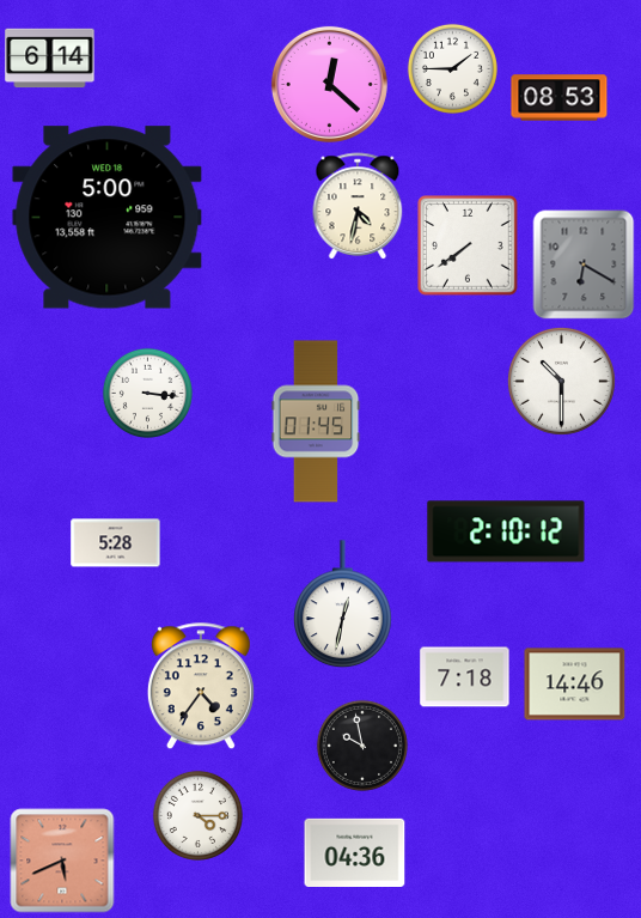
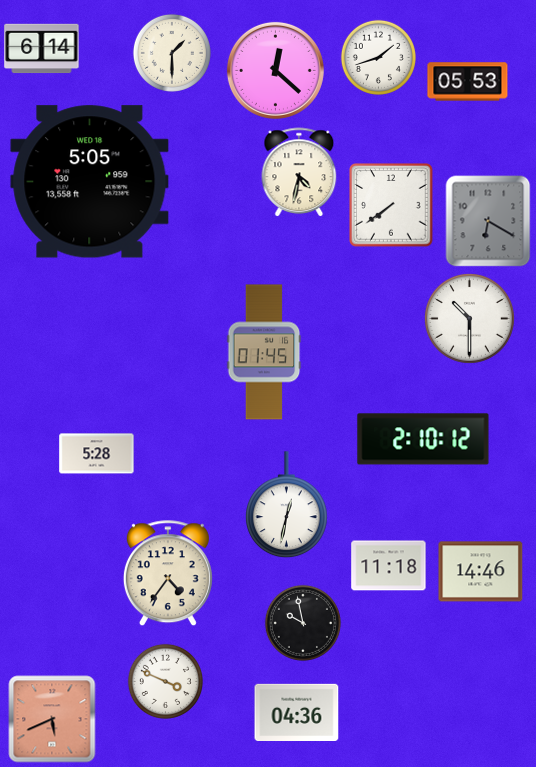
clock at (172, 53): none -> 1:30
clock at (452, 68): 1:45 -> 1:42
clock at (560, 98): 08:53 -> 05:53
clock at (108, 218): 5:00 -> 5:05
clock at (147, 393): 3:16 -> none
clock at (506, 531) position: (506, 531) -> (423, 439)
clock at (465, 677): 7:18 -> 11:18
clock at (197, 815): 4:15 -> 3:49
